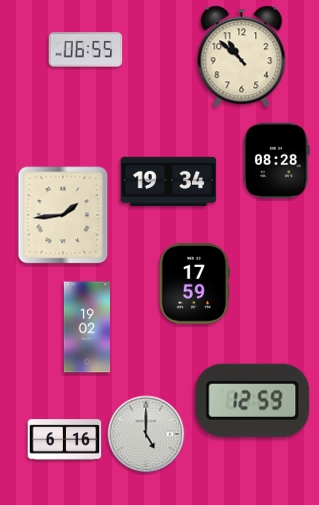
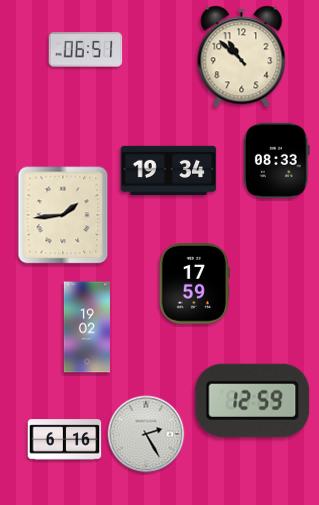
clock at (86, 50): 06:55 -> 06:51
clock at (277, 160): 08:28 -> 08:33
clock at (169, 181) position: (169, 181) -> (169, 170)
clock at (146, 434): 5:00 -> 2:25
